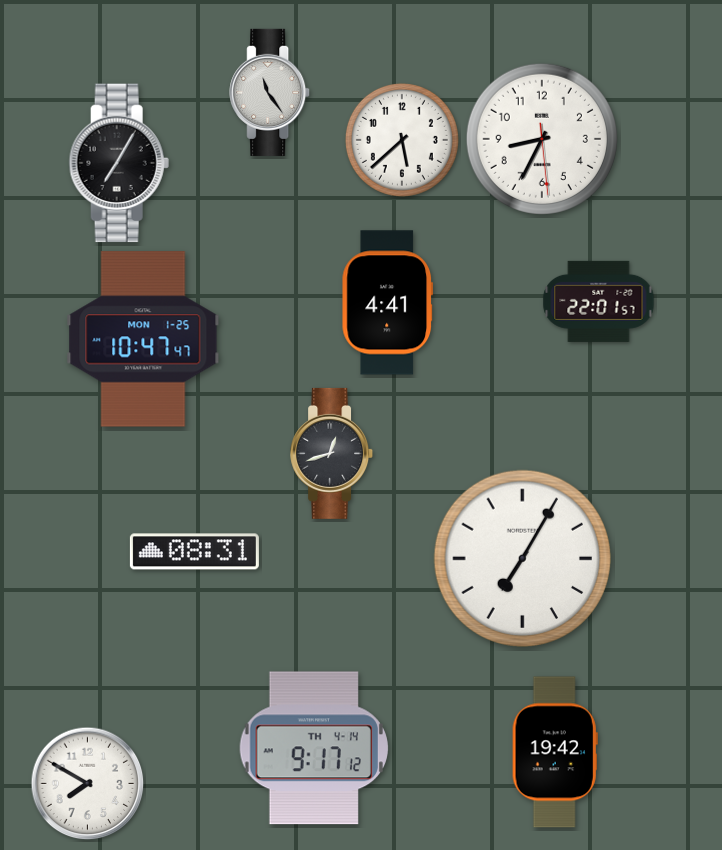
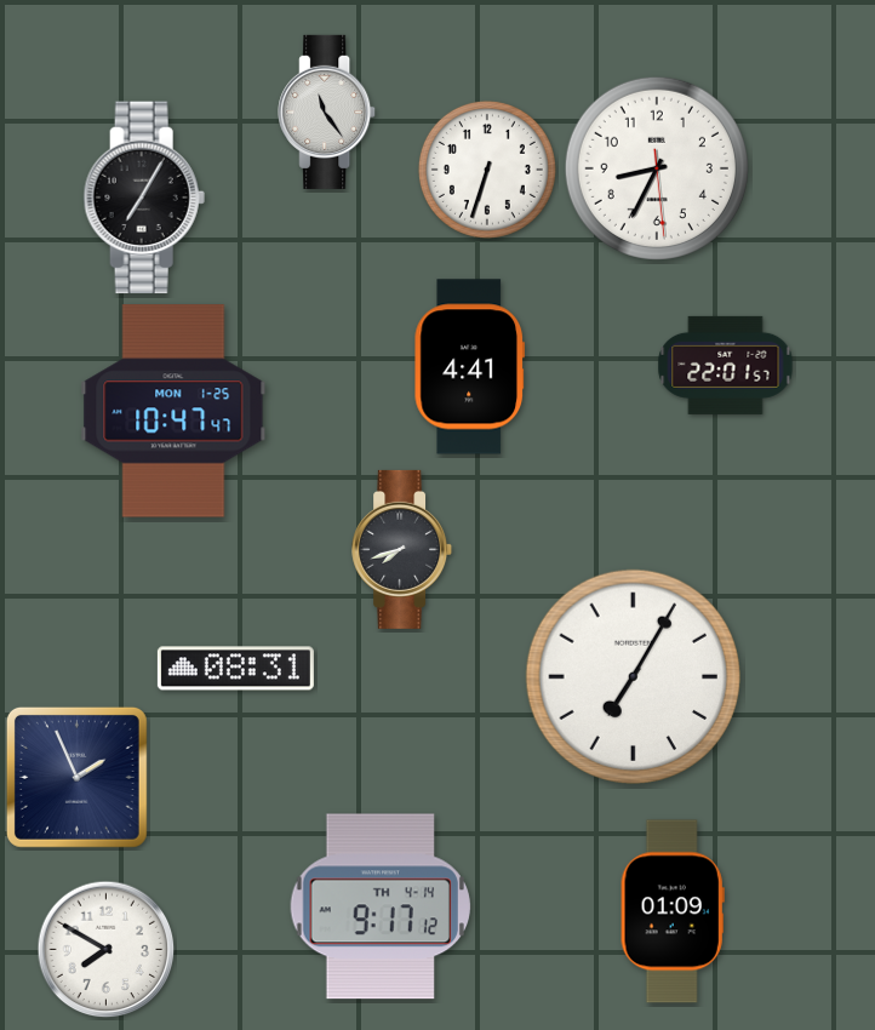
clock at (402, 140): 5:38 -> 6:33
clock at (332, 453): 12:42 -> 7:42
clock at (76, 777): none -> 1:56
clock at (555, 752): 19:42 -> 01:09
